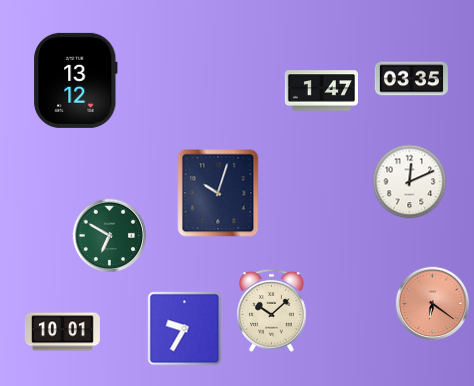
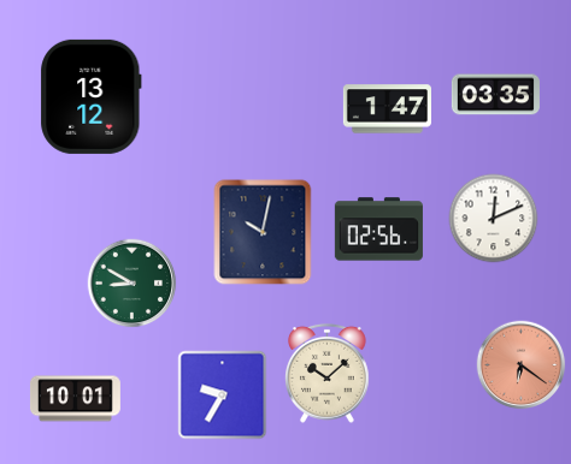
clock at (378, 230): none -> 02:56
clock at (218, 193): 10:03 -> 10:02
clock at (110, 236): 6:50 -> 8:50
